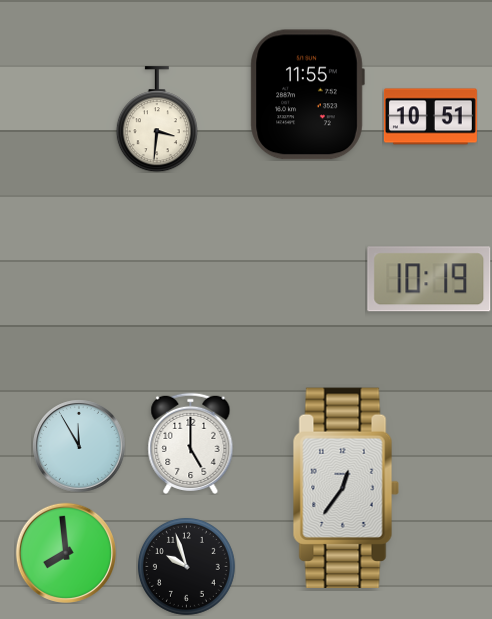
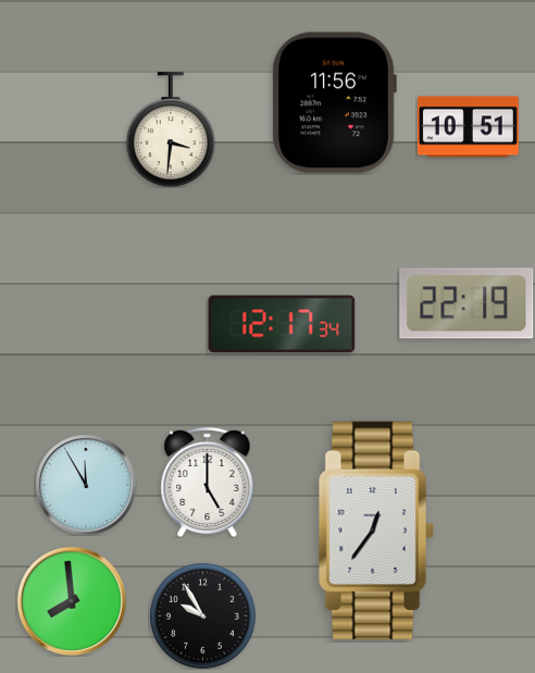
clock at (307, 95): 11:55 -> 11:56
clock at (429, 279): 10:19 -> 22:19
clock at (282, 324): none -> 12:17
clock at (186, 566): 9:57 -> 9:55
